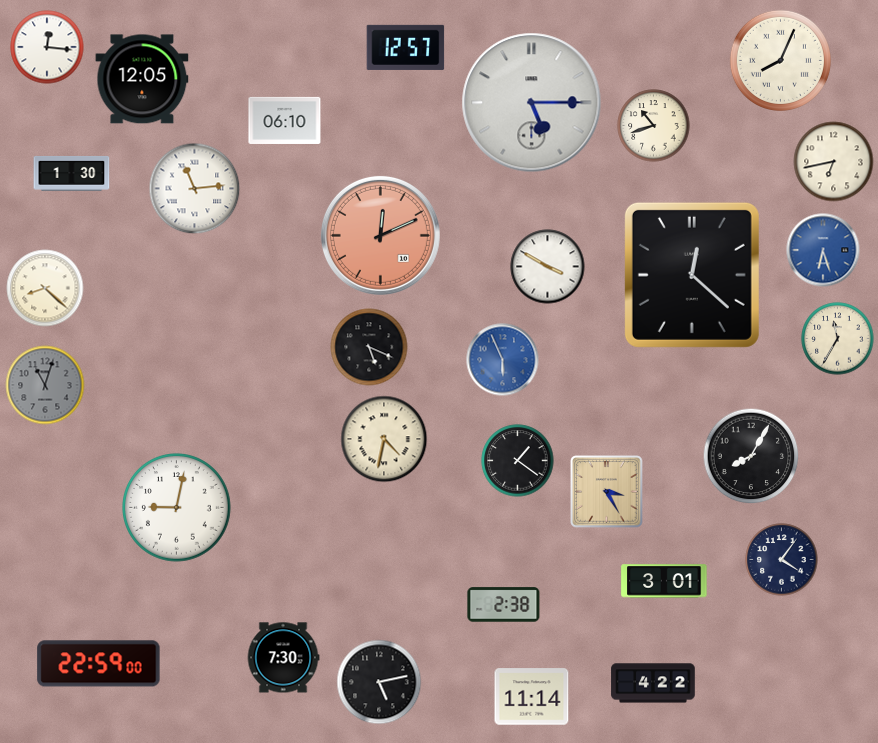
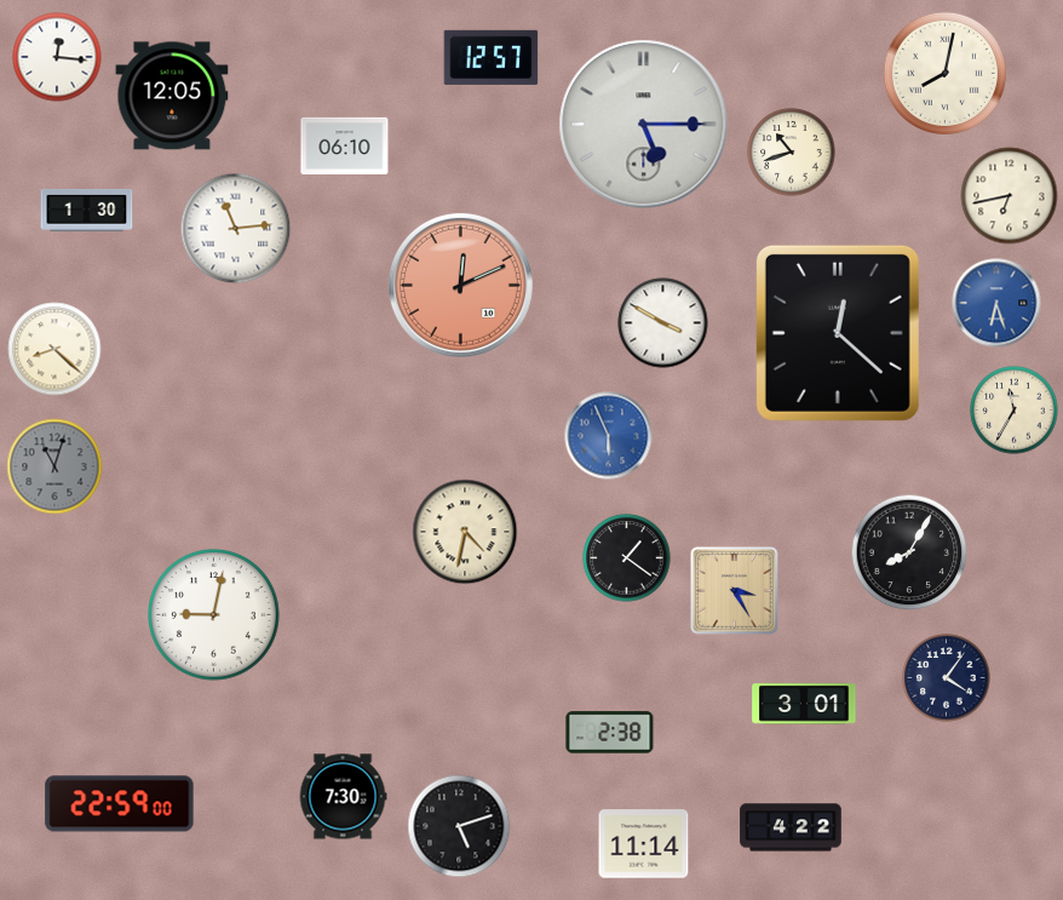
clock at (780, 60): 8:04 -> 8:02
clock at (369, 347): 5:19 -> none
clock at (607, 492) position: (607, 492) -> (735, 591)
clock at (379, 682): 5:13 -> 5:12
